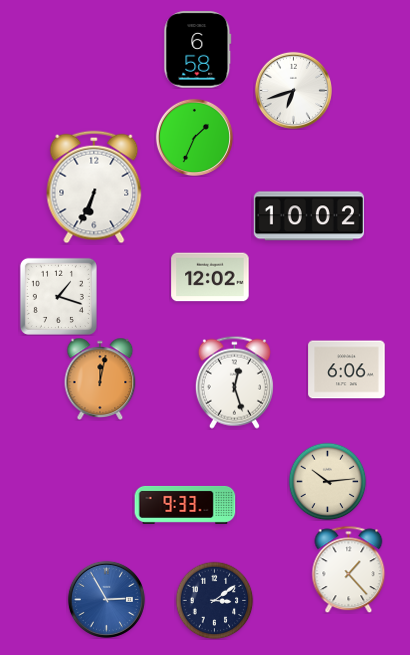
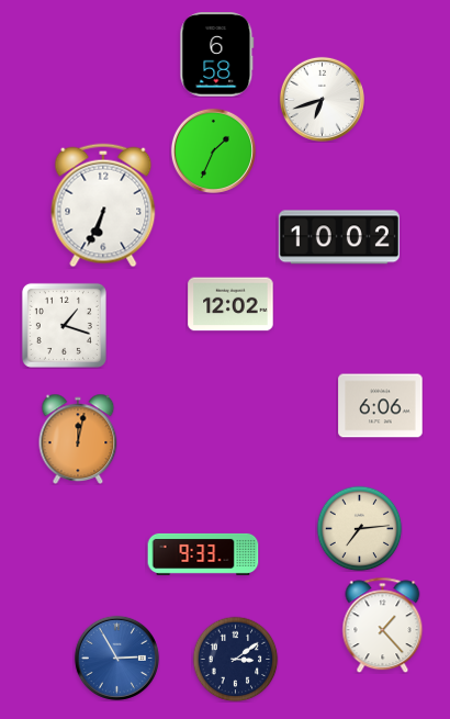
clock at (100, 378) position: (100, 378) -> (78, 438)
clock at (234, 382): 12:27 -> none
clock at (327, 481): 10:14 -> 7:14
